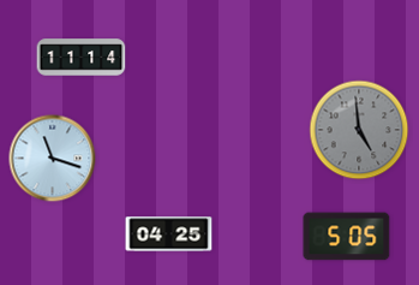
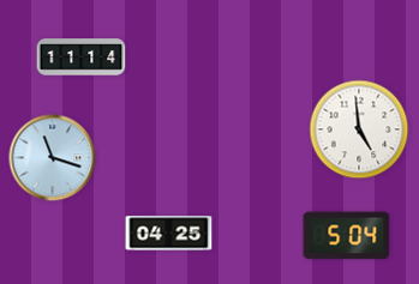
clock at (359, 130) dial: grey -> white
clock at (347, 237): 5:05 -> 5:04
